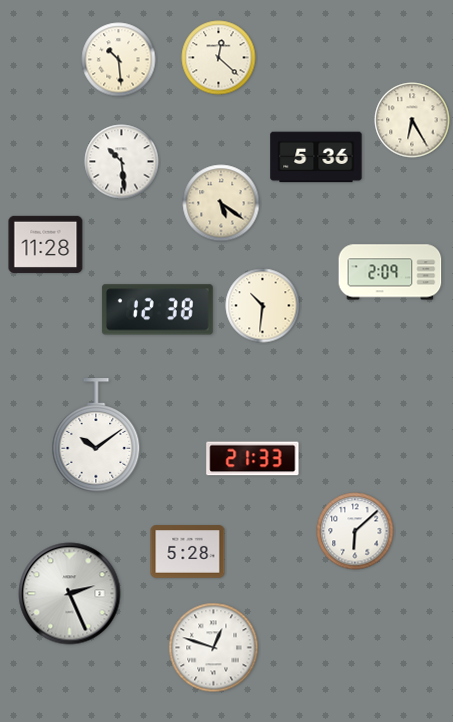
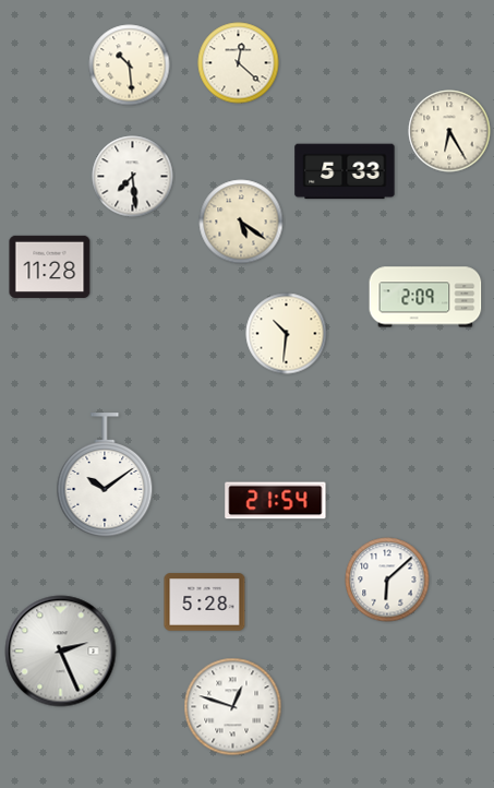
clock at (316, 157): 5:36 -> 5:33
clock at (122, 162): 10:29 -> 7:29
clock at (157, 310): 12:38 -> none
clock at (253, 459): 21:33 -> 21:54
clock at (70, 594) position: (70, 594) -> (61, 652)
